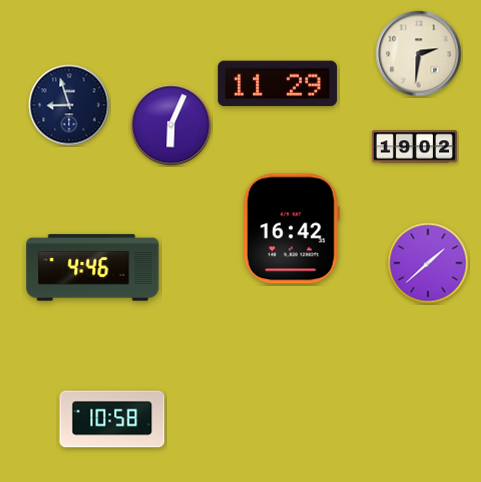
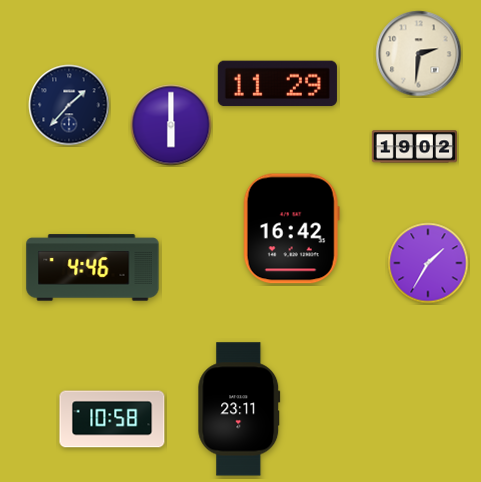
clock at (69, 105): 8:57 -> 1:37
clock at (171, 125): 6:04 -> 6:00
clock at (428, 263): 1:38 -> 1:35
clock at (239, 409): none -> 23:11
